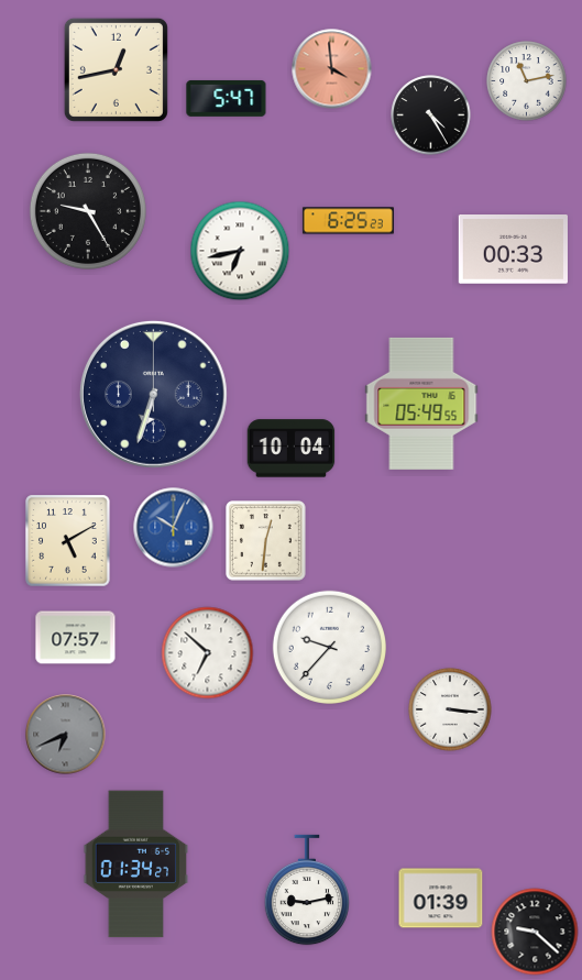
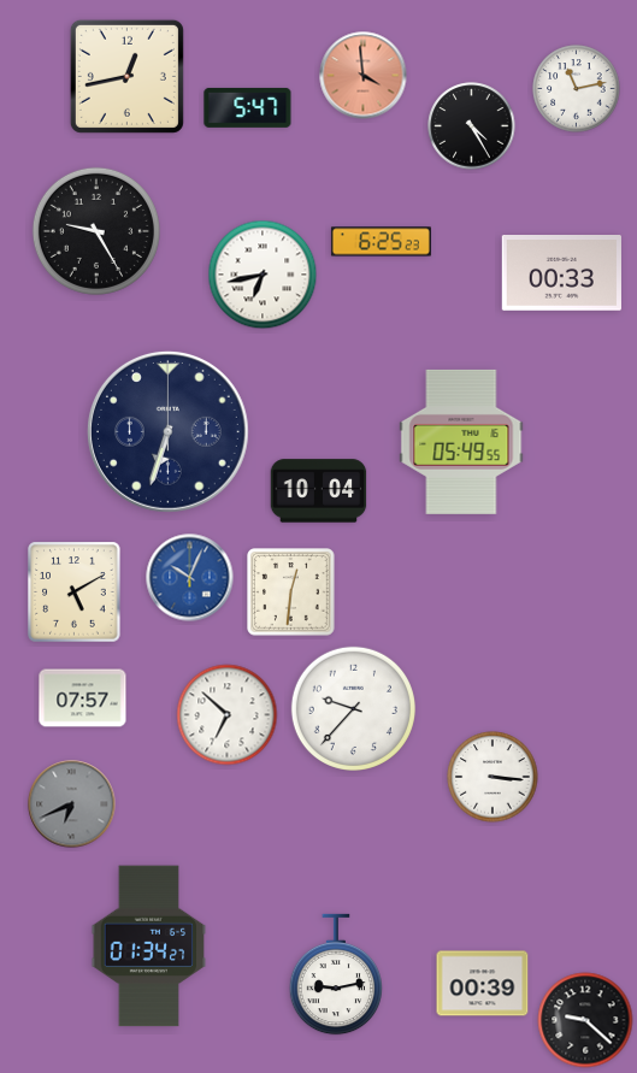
clock at (329, 647) position: (329, 647) -> (353, 708)
clock at (441, 899): 01:39 -> 00:39
